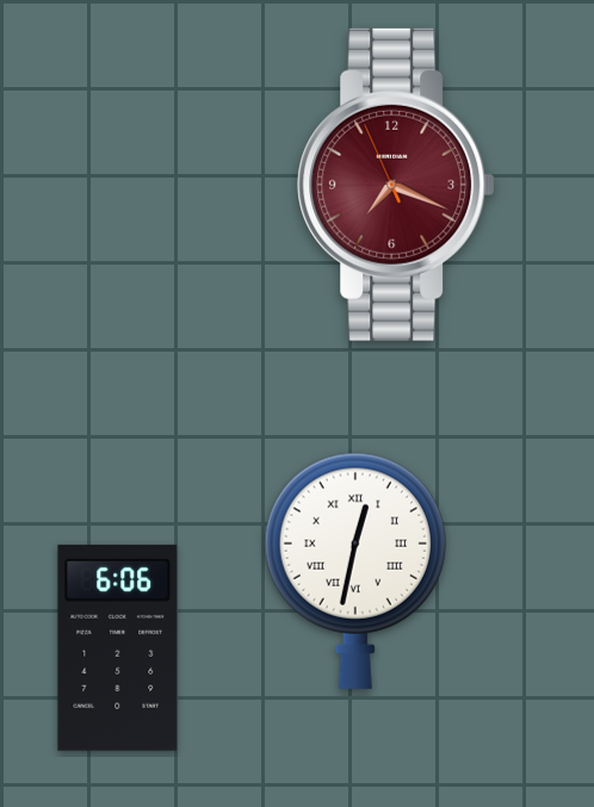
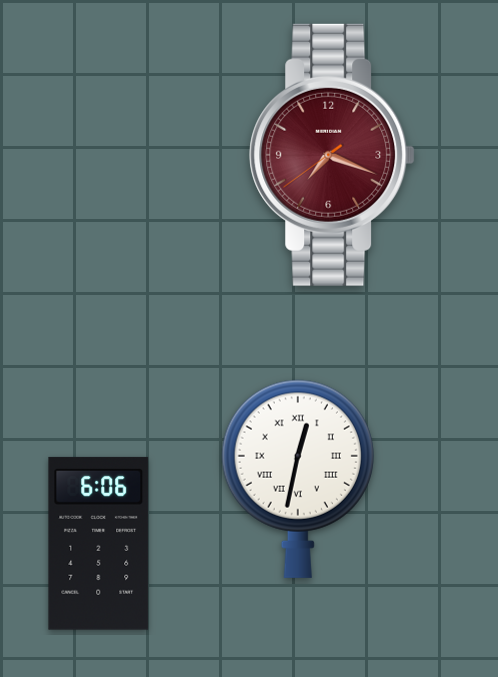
clock at (396, 185): 7:18:56 -> 7:18:39
